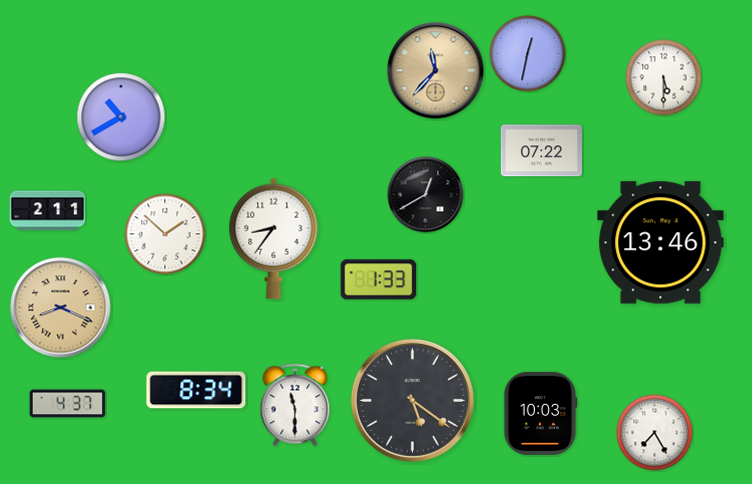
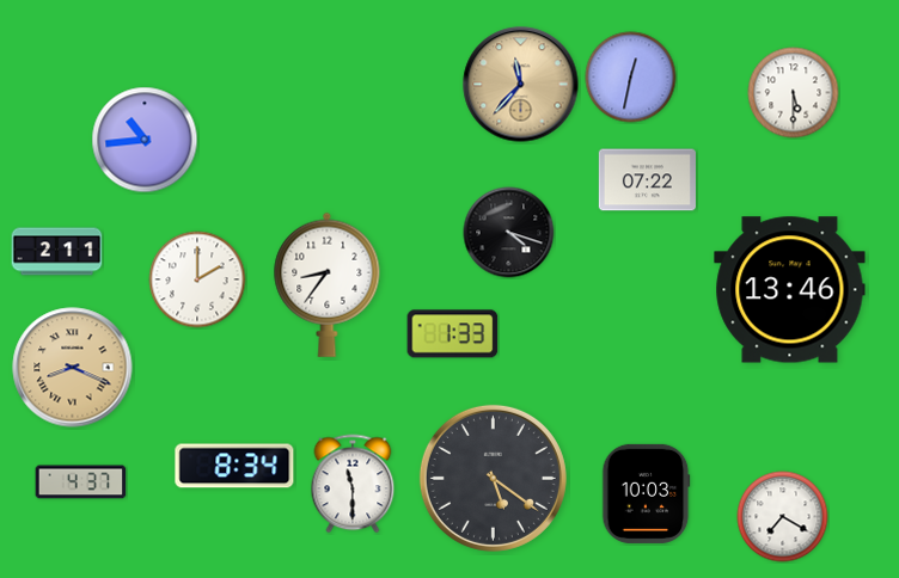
clock at (528, 54) position: (528, 54) -> (631, 78)
clock at (121, 117): 10:40 -> 10:44
clock at (426, 195): 12:40 -> 4:18
clock at (165, 234): 1:52 -> 2:00
clock at (655, 433): 7:25 -> 7:20
